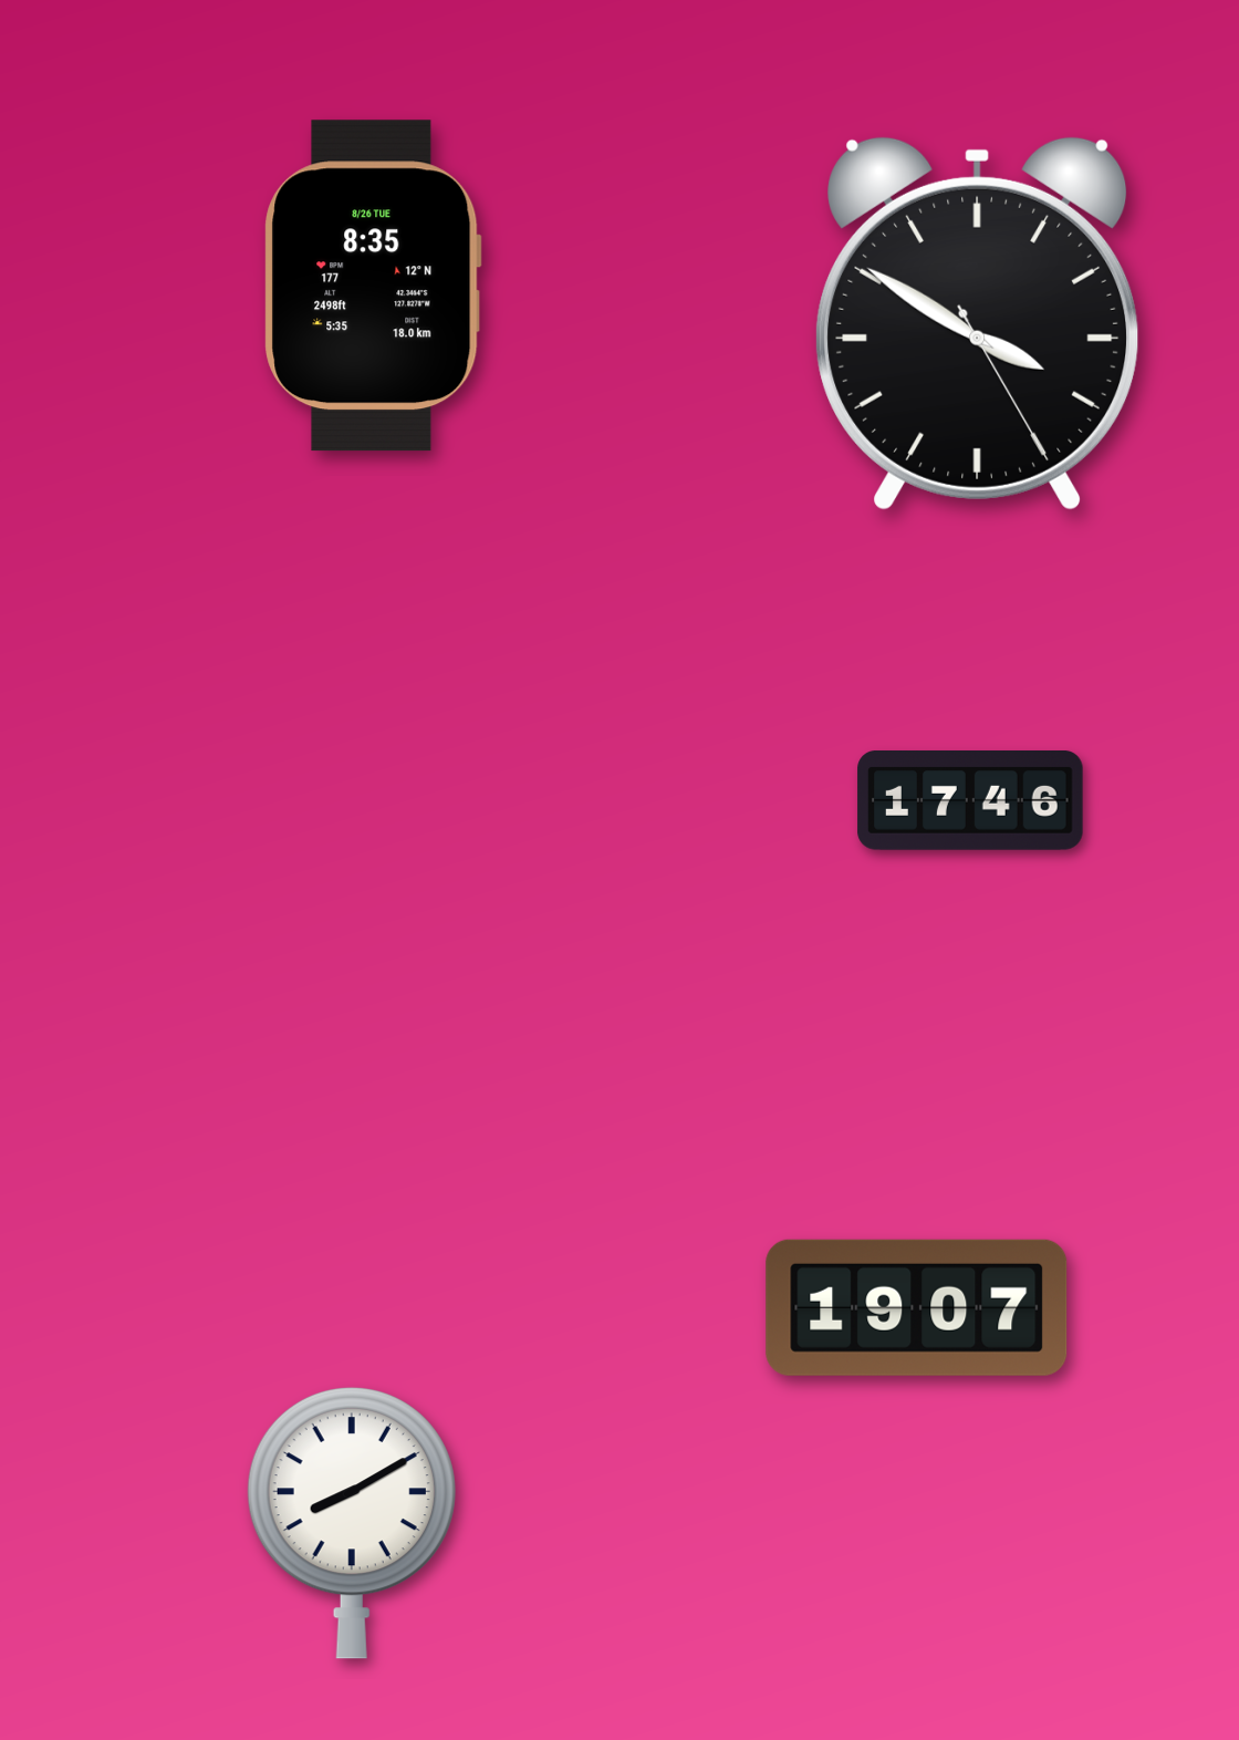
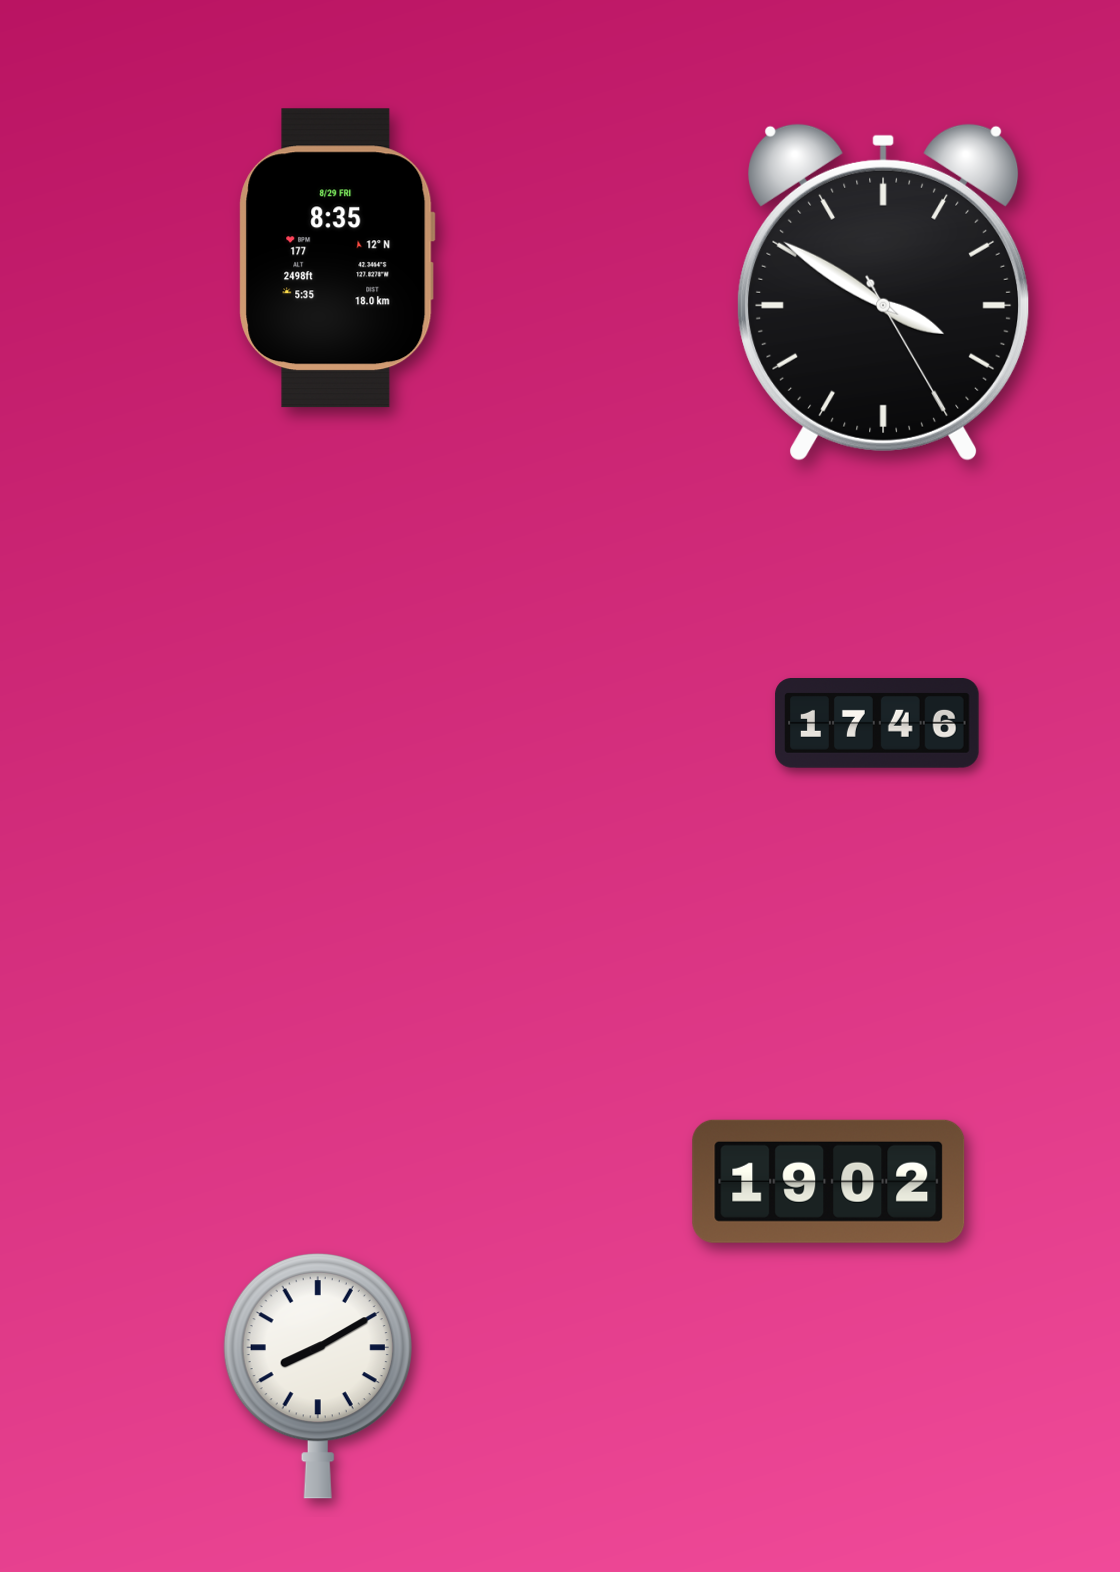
clock at (373, 286) date: 8/26 TUE -> 8/29 FRI
clock at (917, 1307): 19:07 -> 19:02
